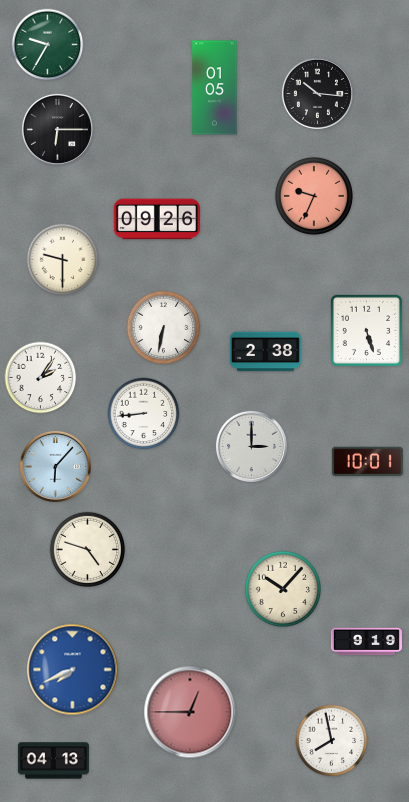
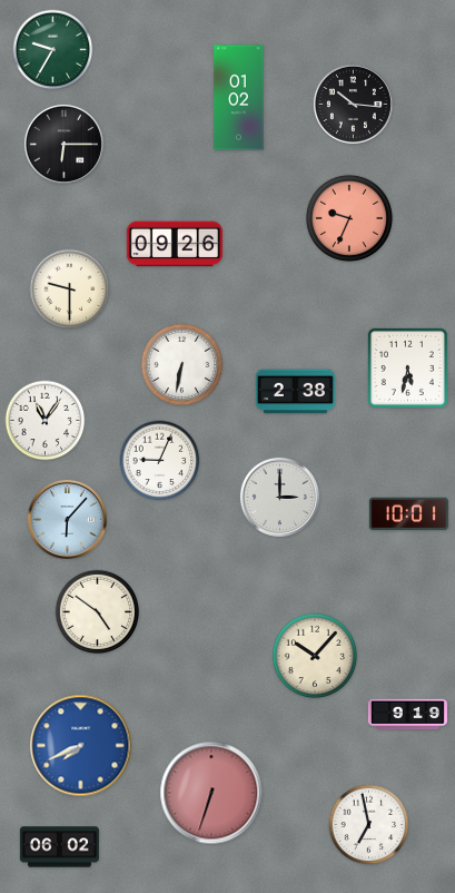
clock at (215, 88): 01:05 -> 01:02
clock at (366, 330): 5:27 -> 5:32
clock at (41, 378): 2:06 -> 11:06
clock at (144, 414): 8:44 -> 9:04
clock at (55, 466) position: (55, 466) -> (67, 519)
clock at (88, 550): 4:48 -> 4:51
clock at (190, 712): 12:45 -> 6:33
clock at (332, 741): 7:58 -> 6:58
clock at (53, 761): 04:13 -> 06:02
